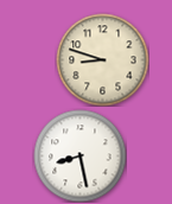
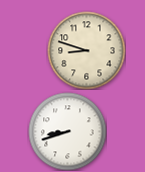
clock at (79, 155): 8:28 -> 8:42
